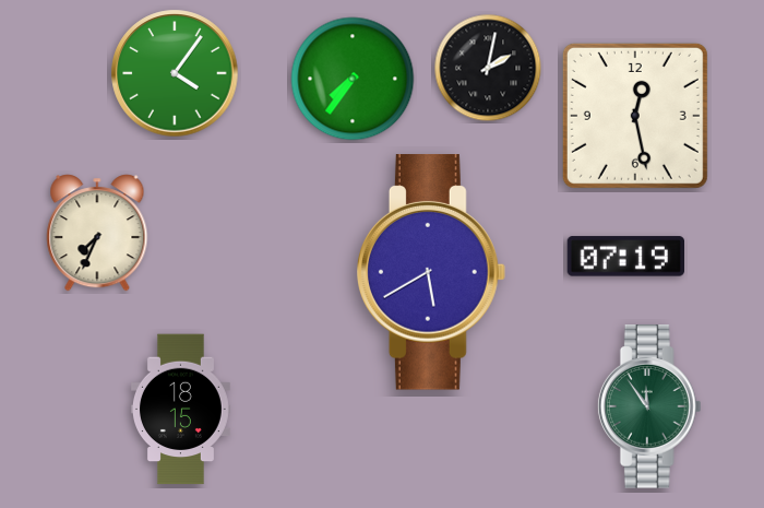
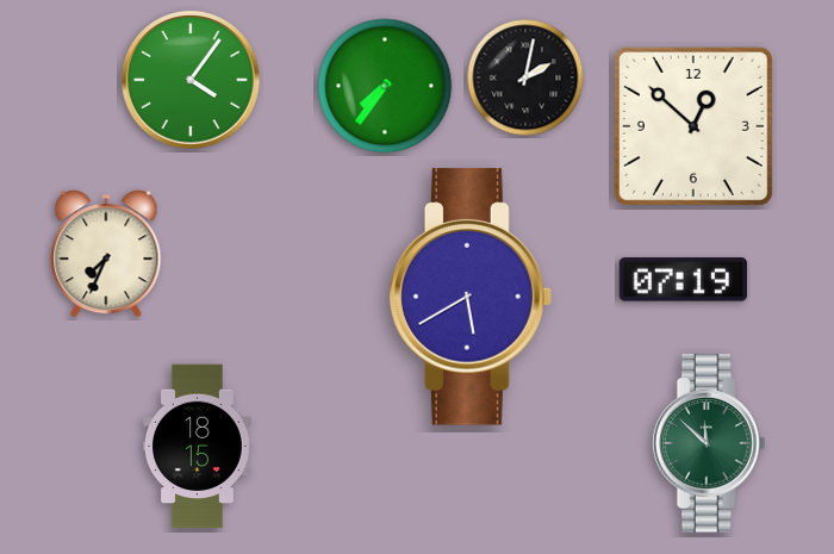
clock at (488, 68) position: (488, 68) -> (525, 77)
clock at (635, 116): 12:28 -> 12:52
clock at (649, 406): 11:54 -> 11:52
